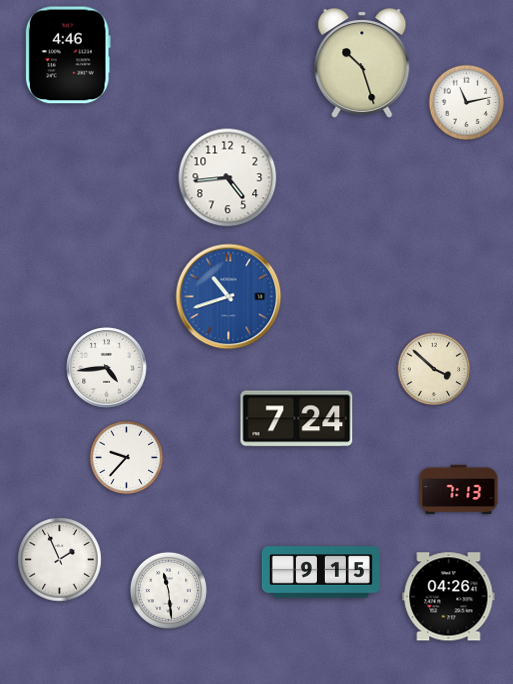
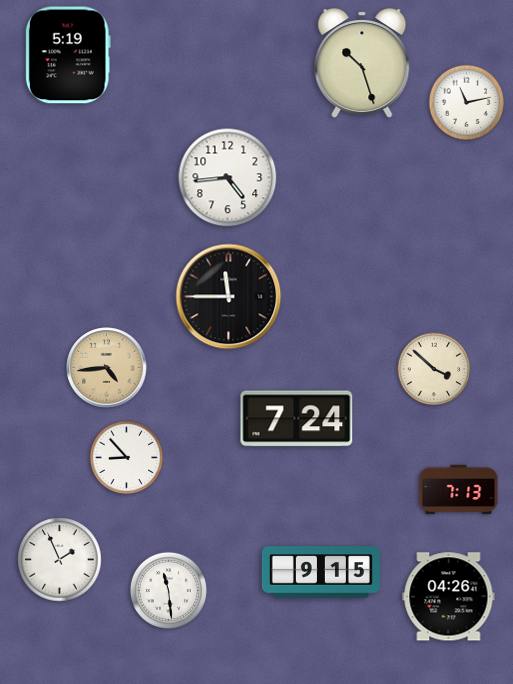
clock at (68, 55): 4:46 -> 5:19
clock at (229, 297): 10:42 -> 11:45
clock at (229, 297) dial: blue -> black
clock at (107, 368) dial: white -> champagne
clock at (127, 458): 9:37 -> 8:53
